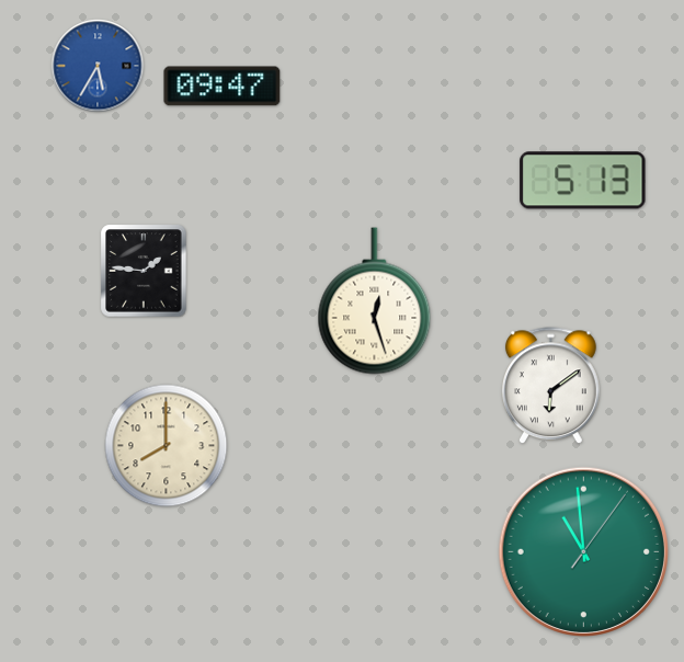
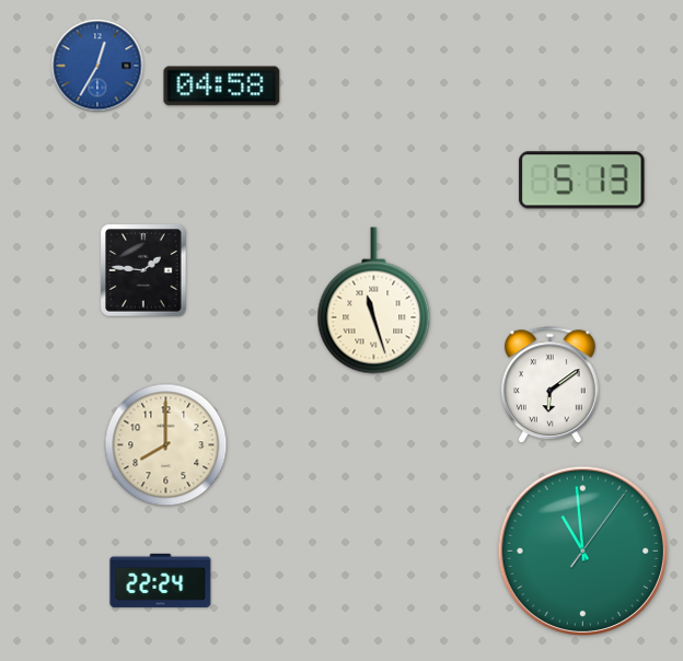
clock at (98, 66): 5:35 -> 12:35
clock at (223, 87): 09:47 -> 04:58
clock at (375, 301): 12:27 -> 11:27
clock at (161, 580): none -> 22:24
